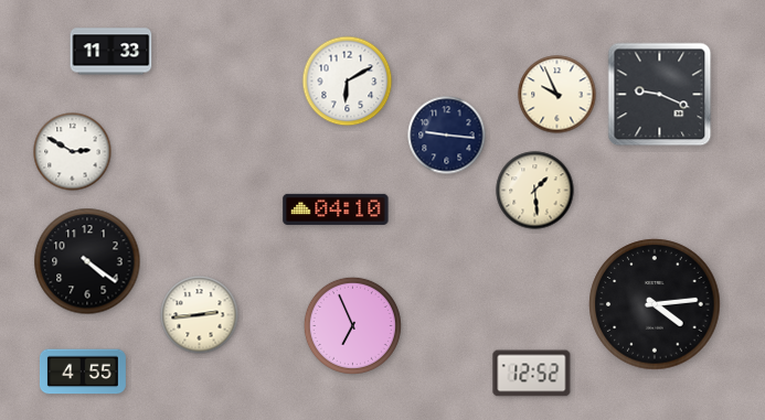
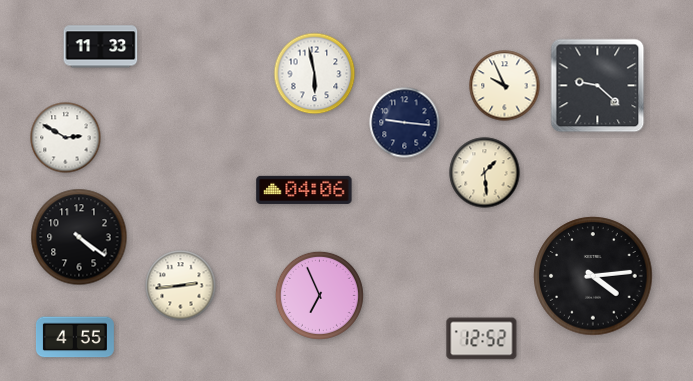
clock at (348, 82): 6:10 -> 5:58
clock at (660, 95): 9:19 -> 9:22
clock at (336, 209): 04:10 -> 04:06
